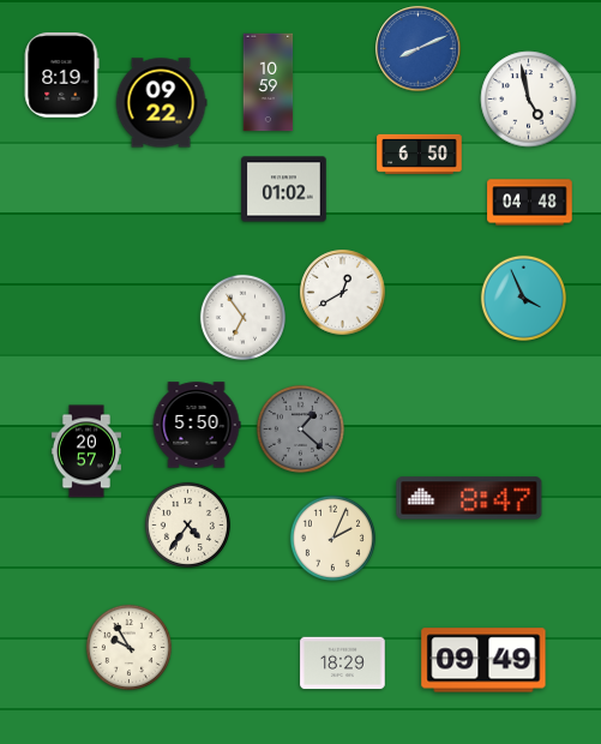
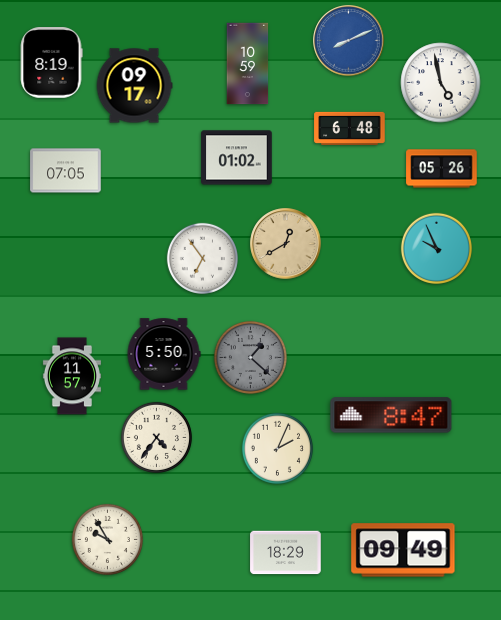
clock at (269, 83) position: (269, 83) -> (248, 64)
clock at (161, 103): 09:22 -> 09:17
clock at (420, 154): 6:50 -> 6:48
clock at (530, 203): 04:48 -> 05:26
clock at (66, 171): none -> 07:05
clock at (343, 293) dial: white -> champagne
clock at (523, 298): 3:56 -> 9:56
clock at (242, 317) position: (242, 317) -> (202, 258)
clock at (86, 451): 20:57 -> 11:57
